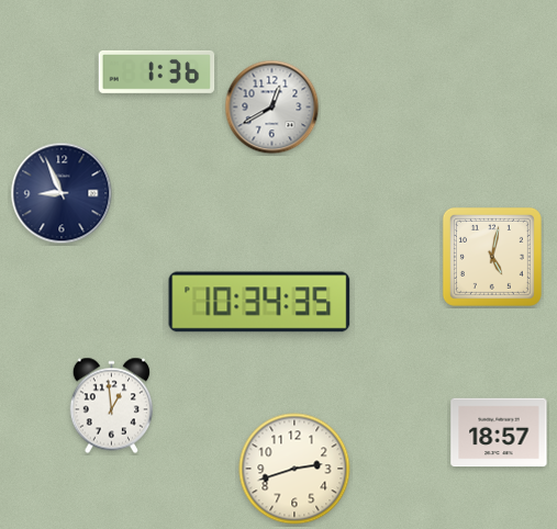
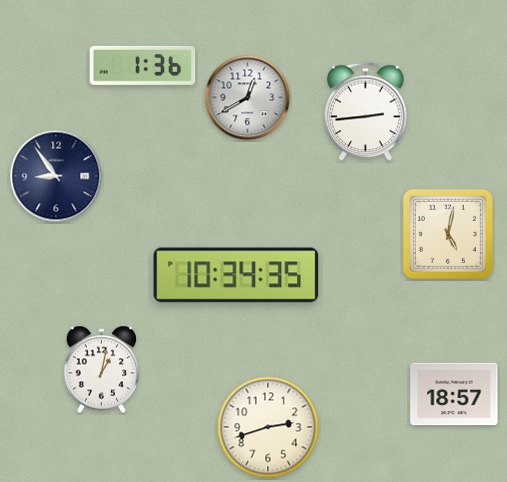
clock at (366, 112): none -> 2:44
clock at (62, 193): 8:56 -> 8:54
clock at (111, 406): 12:59 -> 1:02
